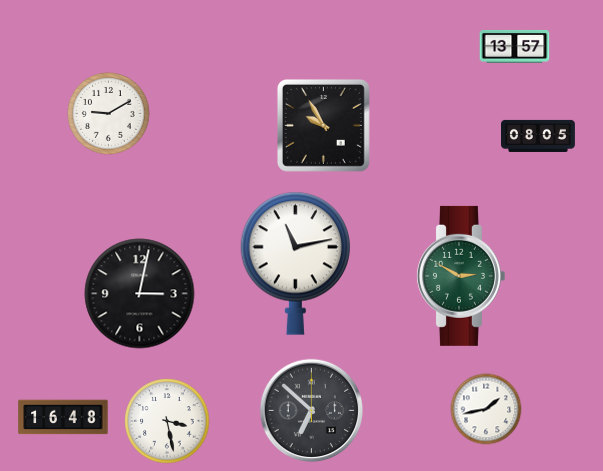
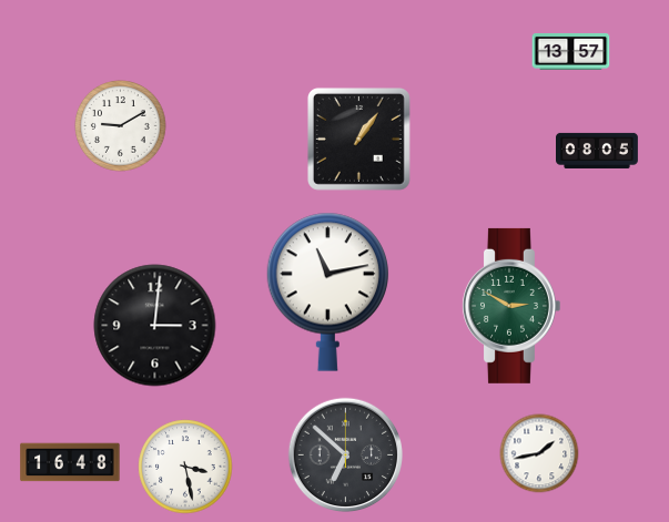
clock at (323, 125): 9:55 -> 1:06
clock at (140, 294): 3:02 -> 3:01
